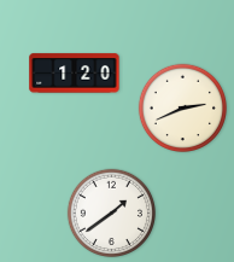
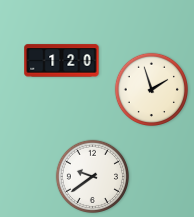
clock at (182, 107): 2:41 -> 1:57
clock at (111, 212): 1:39 -> 9:39
